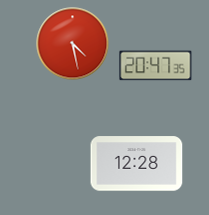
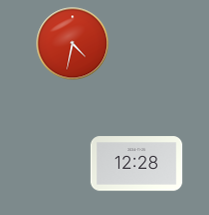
clock at (73, 44): 4:28 -> 4:32
clock at (156, 66): 20:47 -> none
